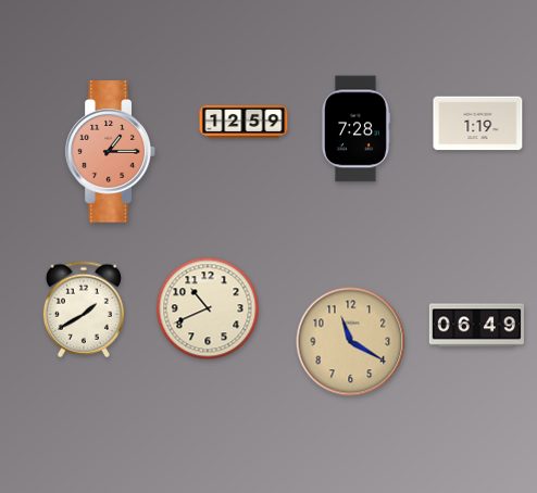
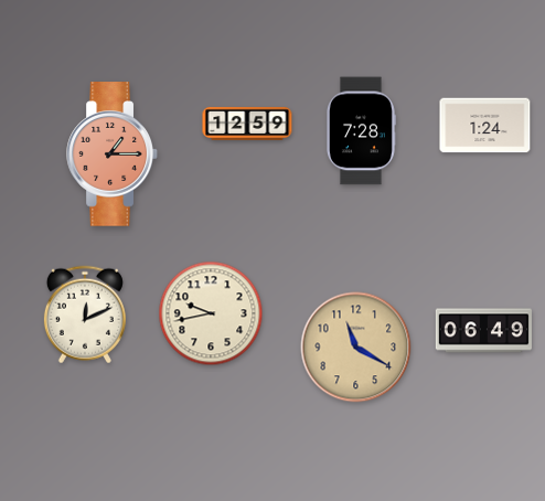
clock at (478, 124): 1:19 -> 1:24
clock at (208, 308): 10:41 -> 9:43
clock at (84, 309): 1:40 -> 12:11
